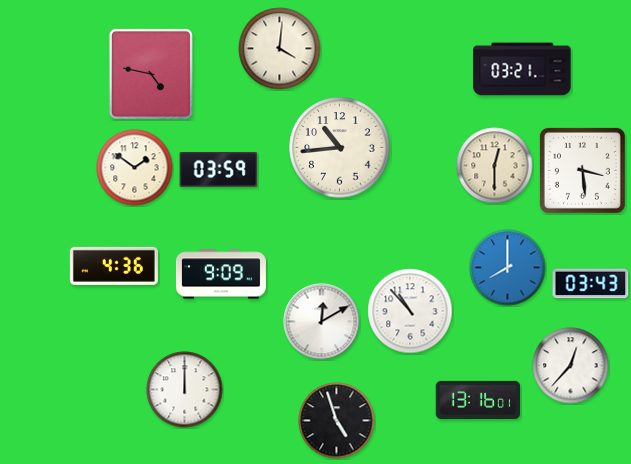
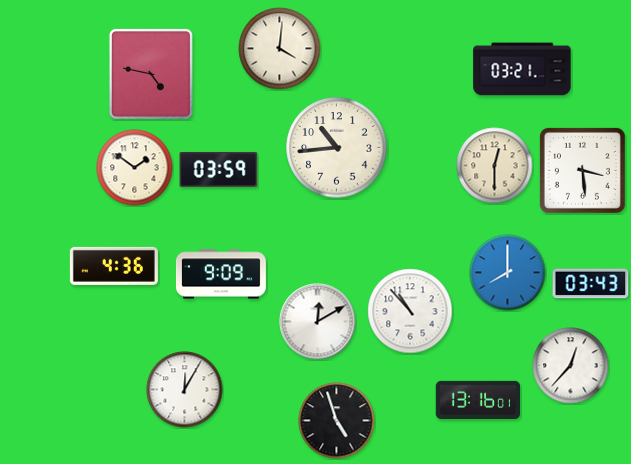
clock at (340, 148) position: (340, 148) -> (337, 148)
clock at (508, 268) position: (508, 268) -> (508, 273)
clock at (322, 322) position: (322, 322) -> (318, 322)
clock at (185, 390): 12:00 -> 12:05
